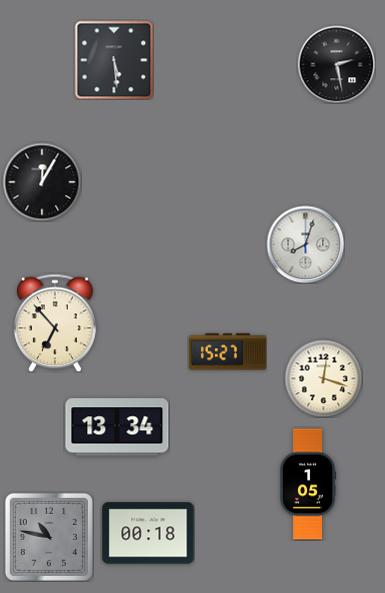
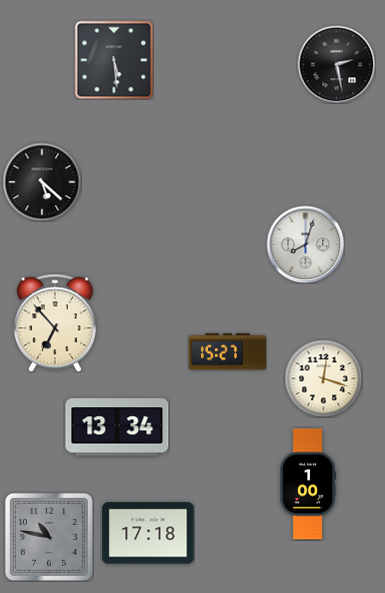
clock at (42, 182): 12:05 -> 5:22
clock at (308, 484): 1:05 -> 1:00
clock at (148, 533): 00:18 -> 17:18
